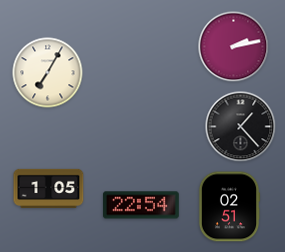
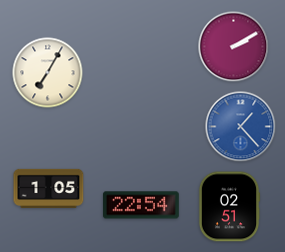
clock at (234, 47): 2:13 -> 2:10
clock at (241, 127) dial: black -> blue
